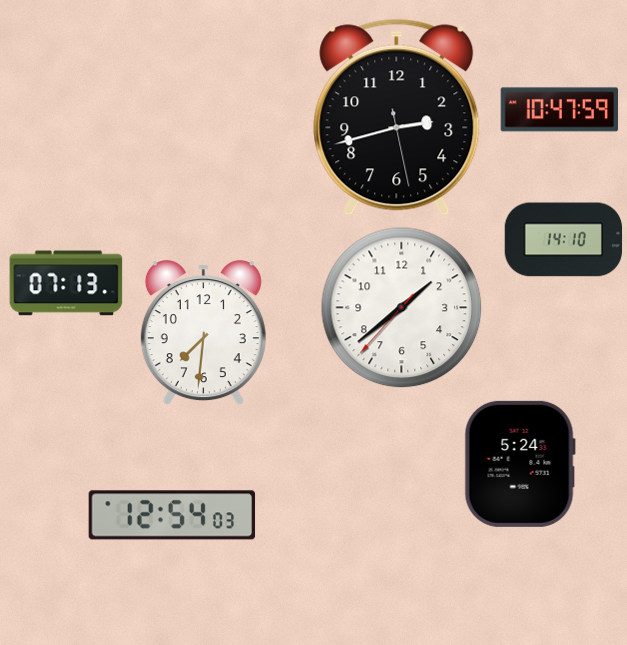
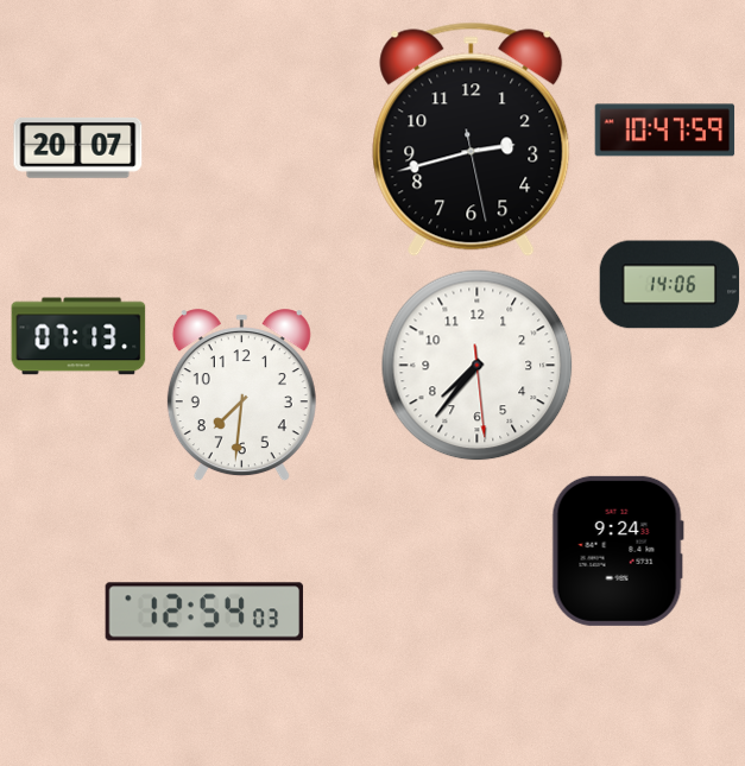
clock at (78, 148): none -> 20:07
clock at (564, 240): 14:10 -> 14:06
clock at (402, 308): 1:38 -> 7:36
clock at (520, 464): 5:24 -> 9:24
